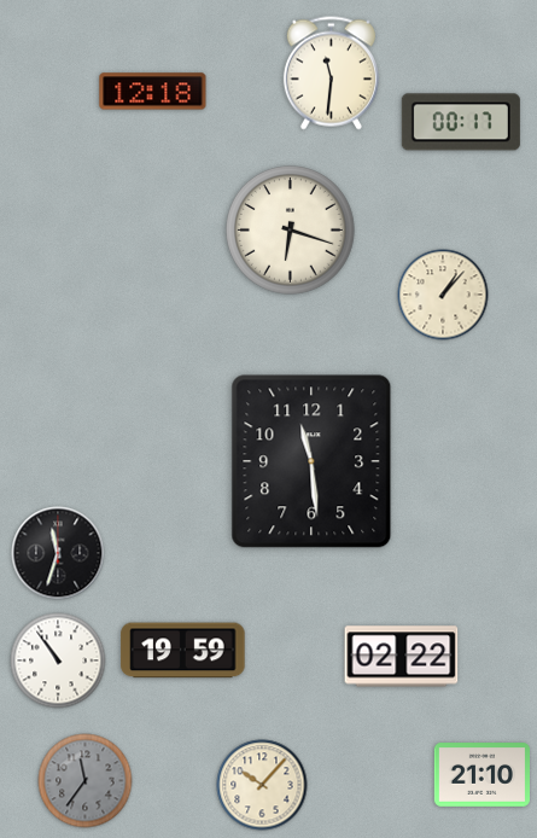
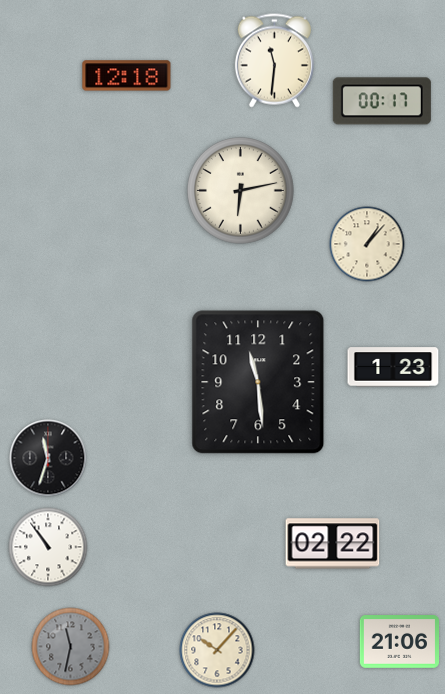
clock at (291, 231): 6:18 -> 6:13
clock at (393, 367): none -> 1:23
clock at (183, 651): 19:59 -> none
clock at (481, 775): 21:10 -> 21:06
clock at (86, 781): 11:36 -> 11:32
